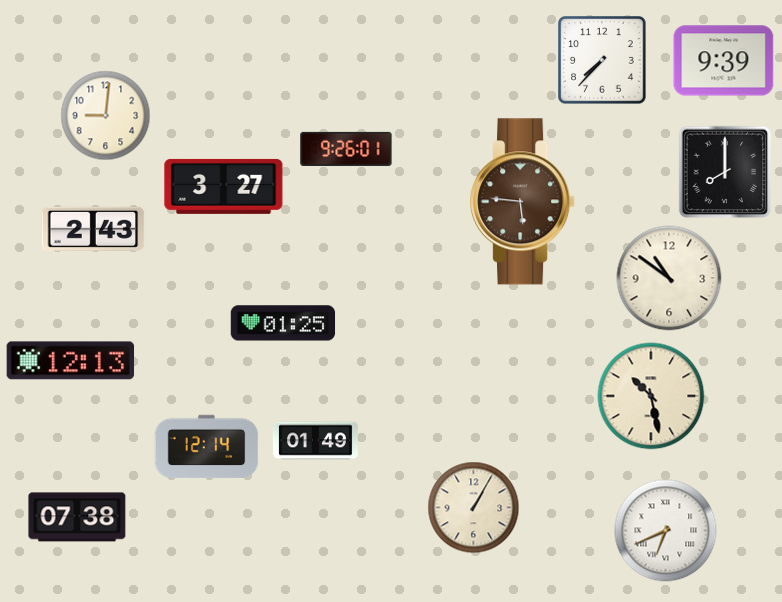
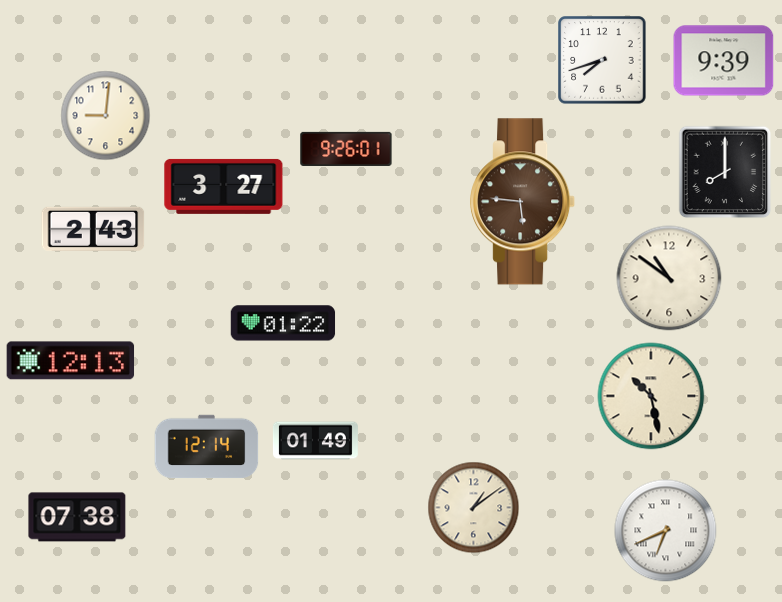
clock at (602, 60): 7:37 -> 7:42
clock at (283, 323): 01:25 -> 01:22
clock at (474, 508): 1:05 -> 1:09
